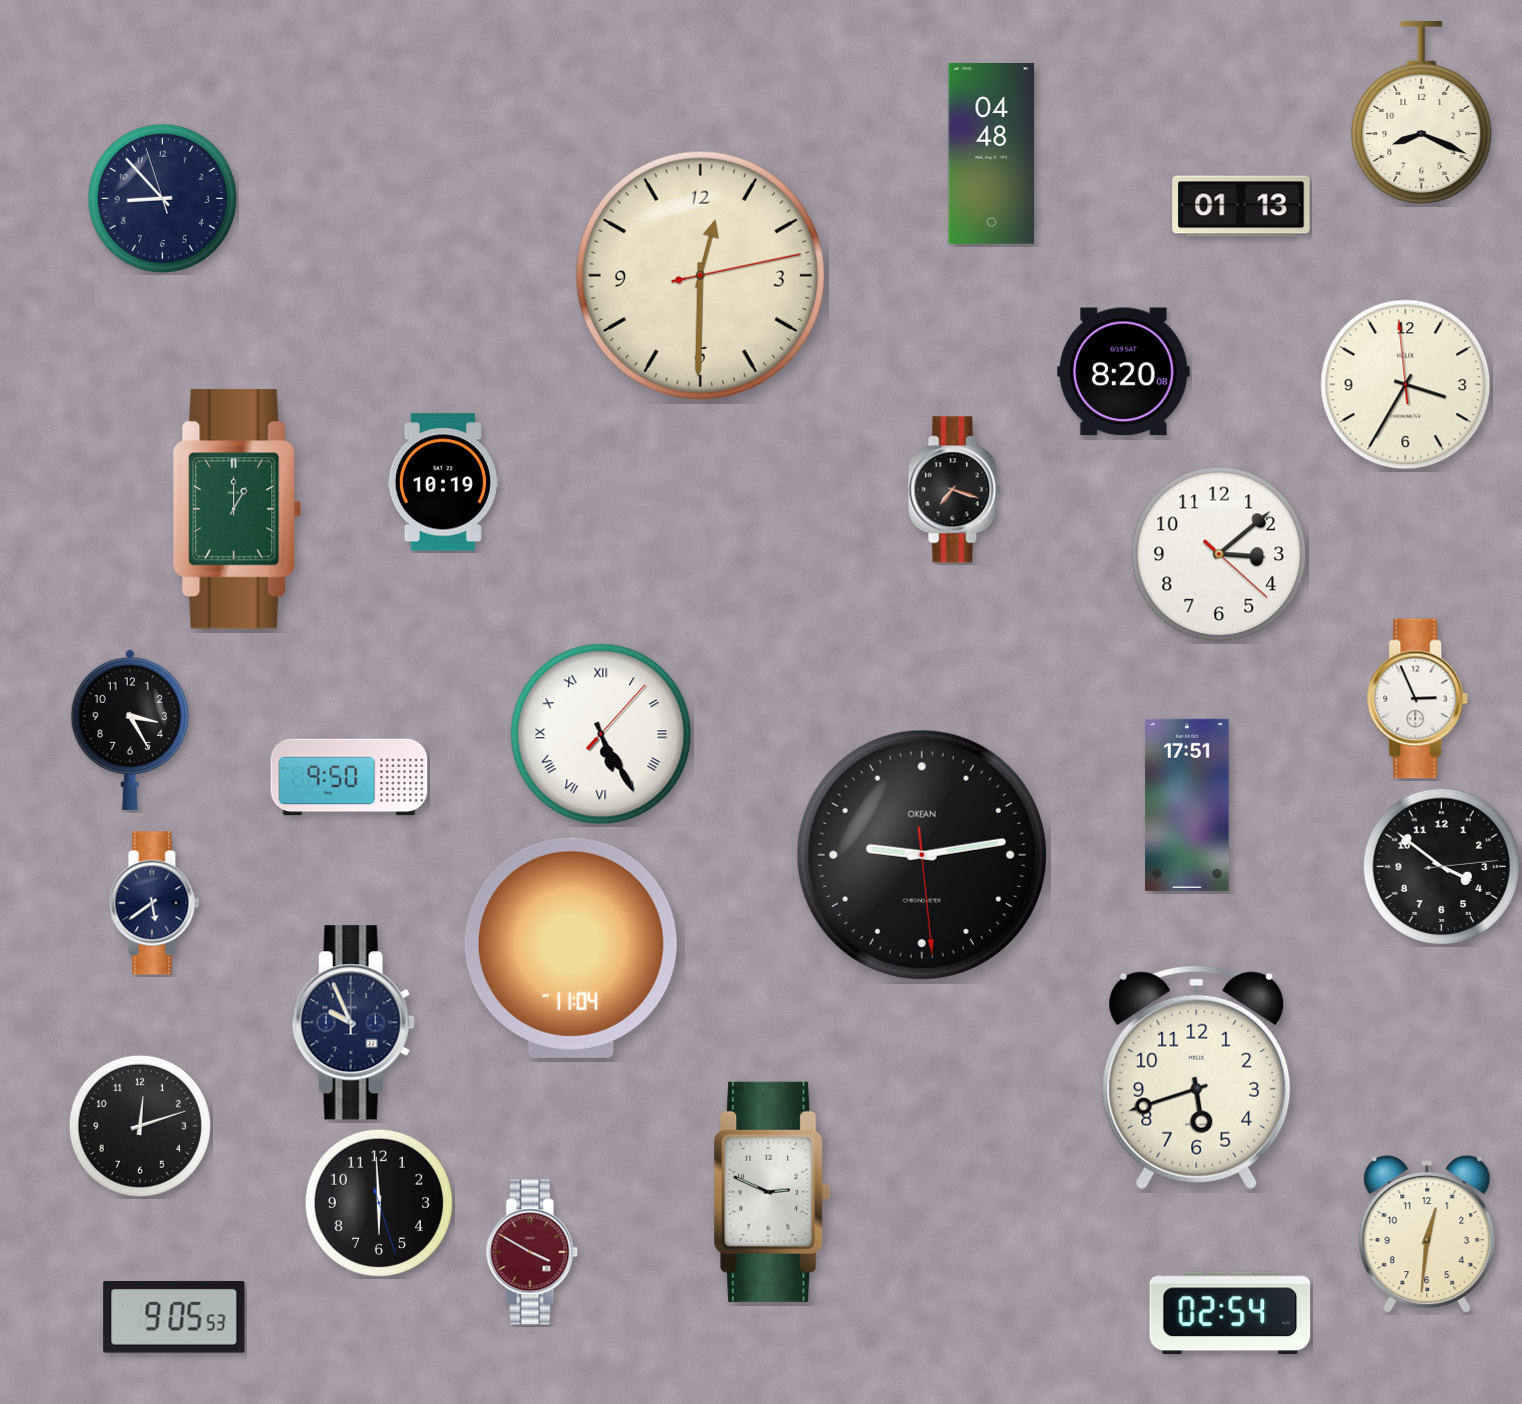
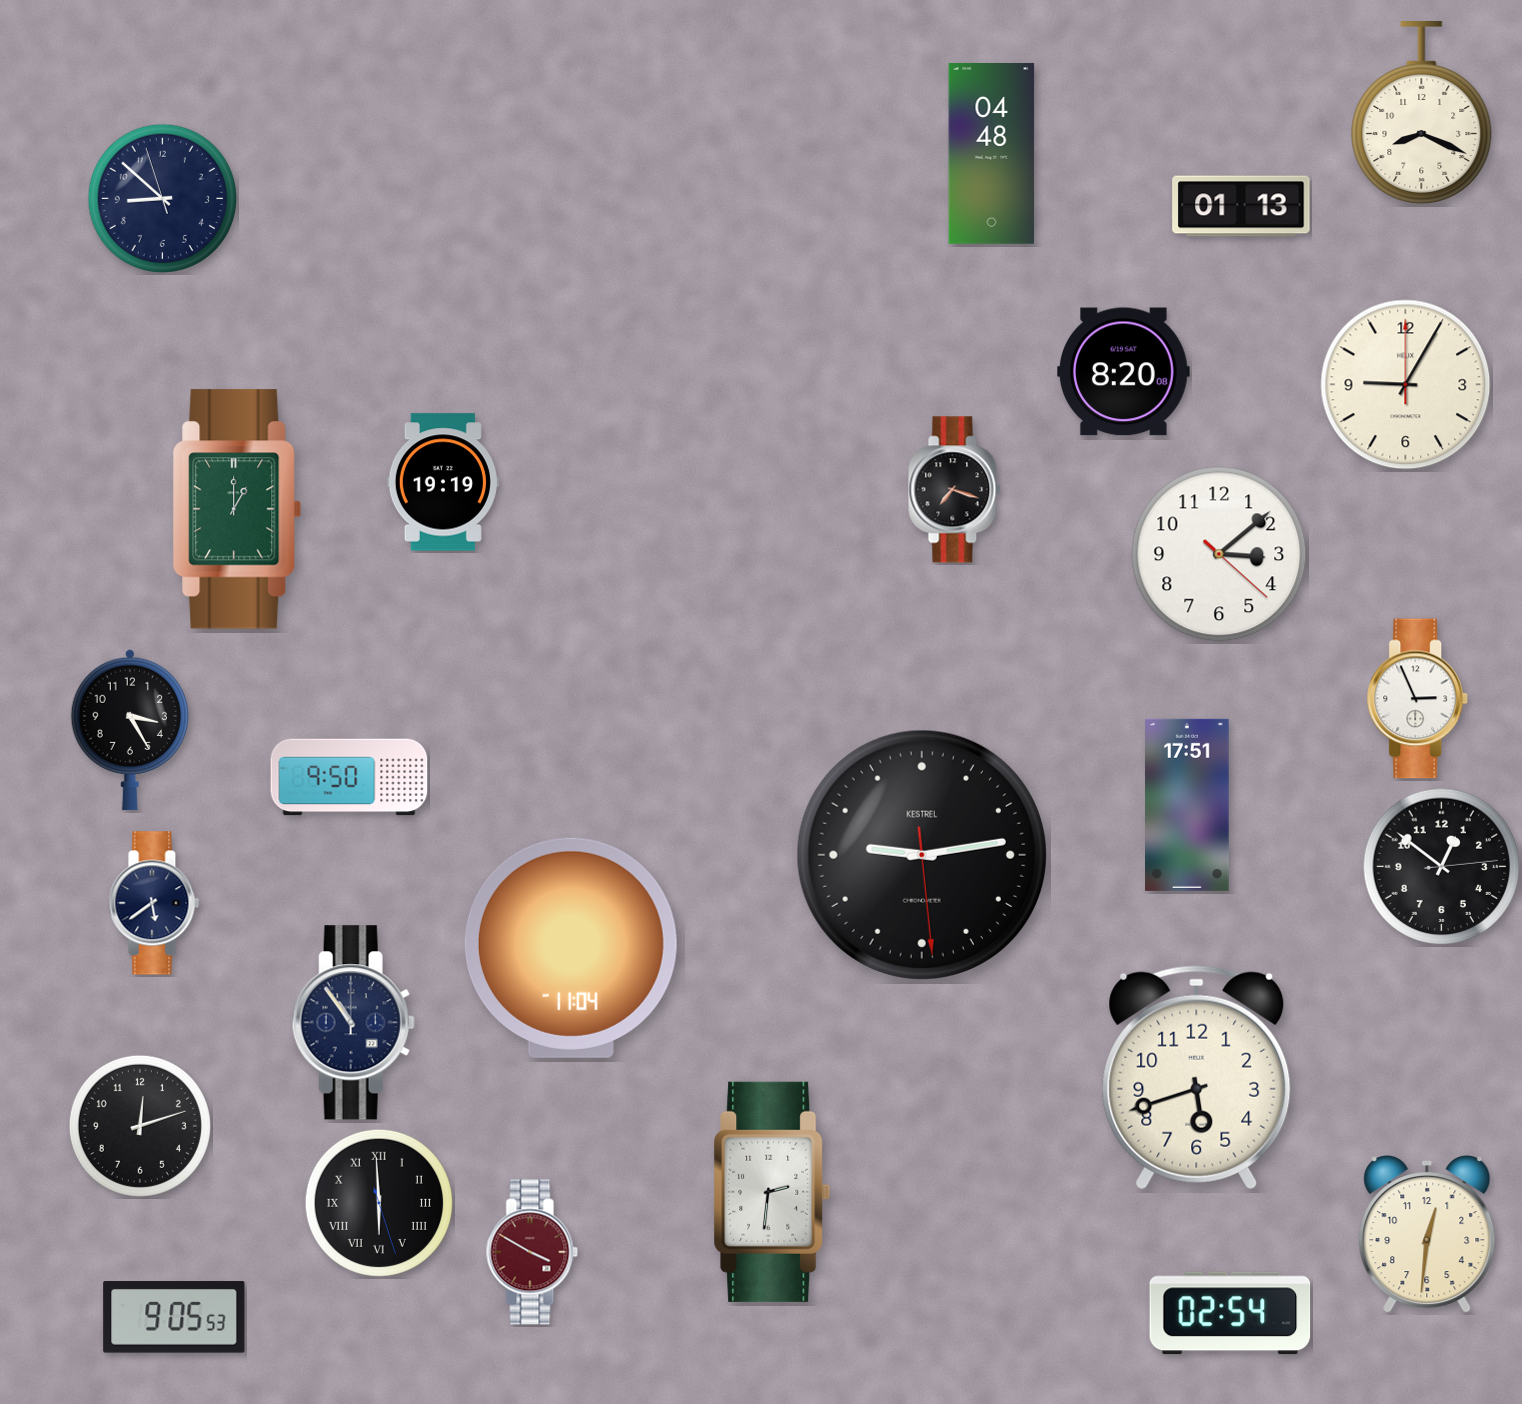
clock at (162, 198): 8:52 -> 8:51
clock at (700, 275): 12:30 -> none
clock at (1406, 385): 3:34 -> 9:05
clock at (443, 482): 10:19 -> 19:19
clock at (601, 734): 5:25 -> none
clock at (922, 855) brand: OKEAN -> KESTREL
clock at (1442, 867): 3:51 -> 12:51
clock at (353, 1023): 9:56 -> 10:54
clock at (772, 1192): 2:49 -> 2:31
clock at (379, 1203) numerals: Arabic -> Roman
